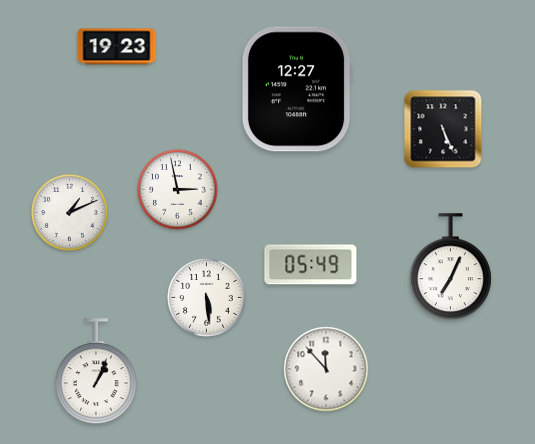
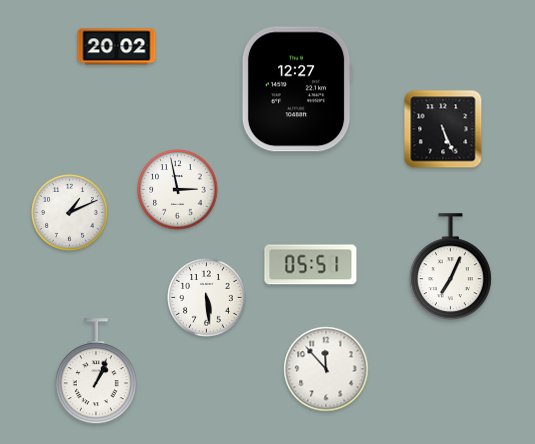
clock at (117, 47): 19:23 -> 20:02
clock at (311, 265): 05:49 -> 05:51
